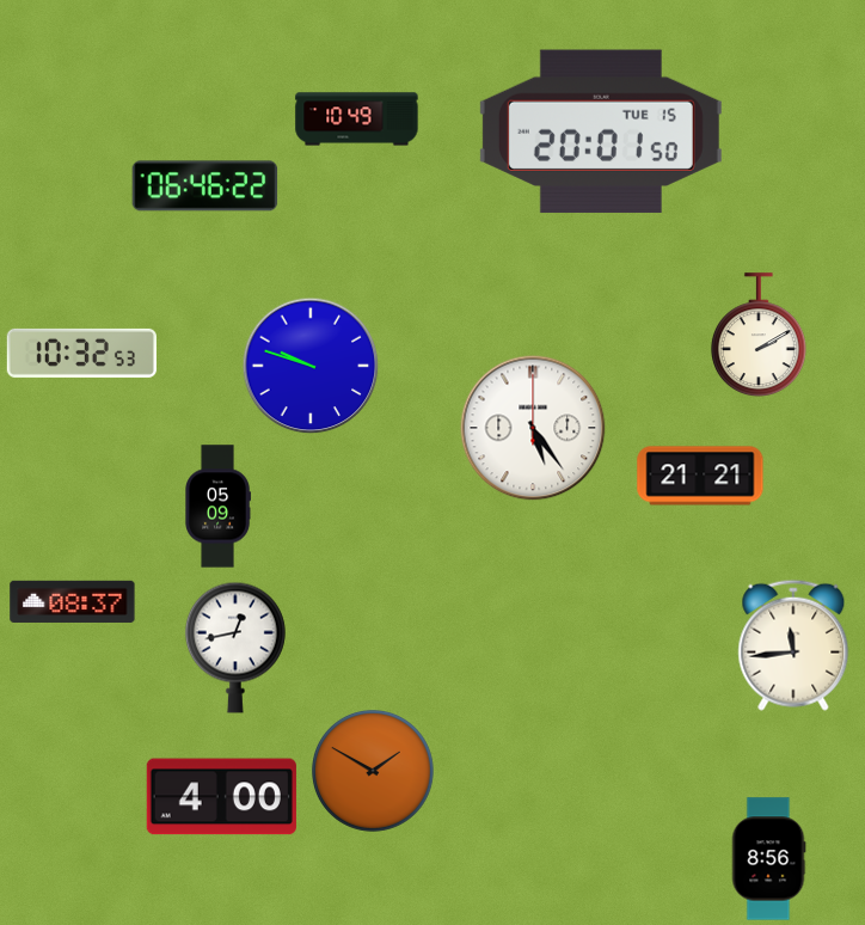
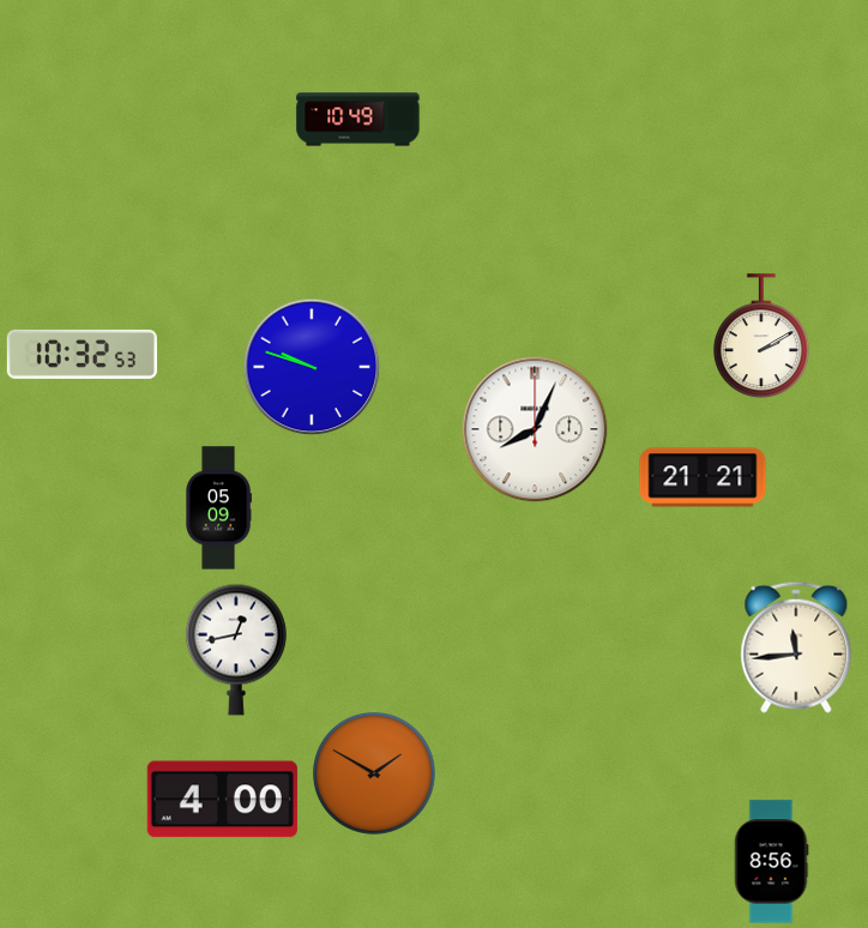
clock at (601, 131): 20:01 -> none
clock at (205, 186): 06:46 -> none
clock at (533, 428): 5:24 -> 8:04
clock at (73, 601): 08:37 -> none
